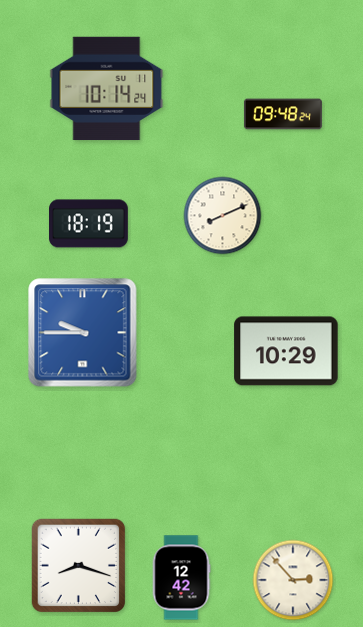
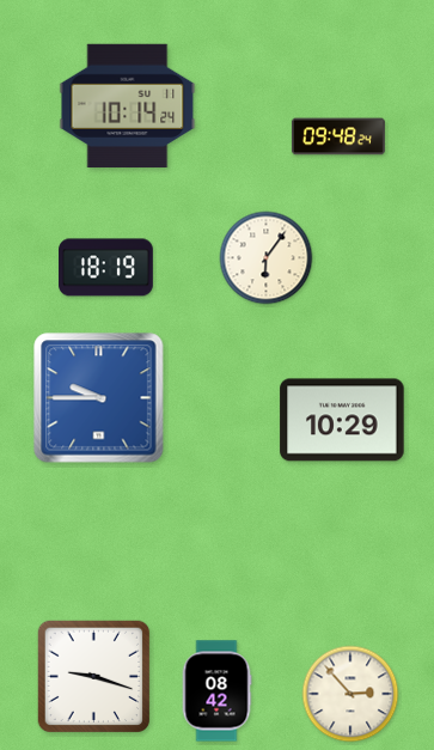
clock at (223, 216): 8:11 -> 6:06
clock at (79, 566): 8:18 -> 9:18
clock at (181, 578): 12:42 -> 08:42
